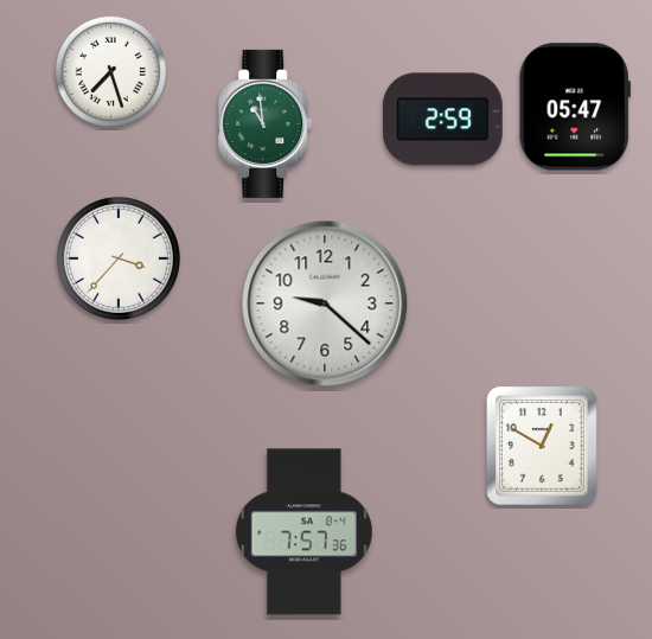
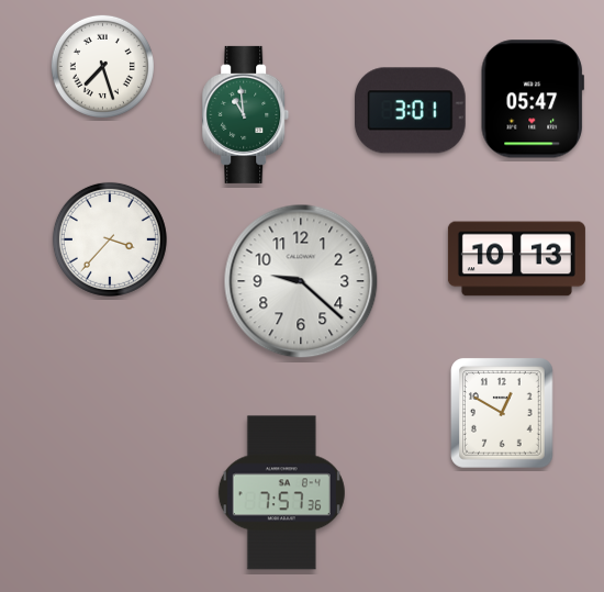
clock at (443, 120): 2:59 -> 3:01
clock at (516, 259): none -> 10:13
